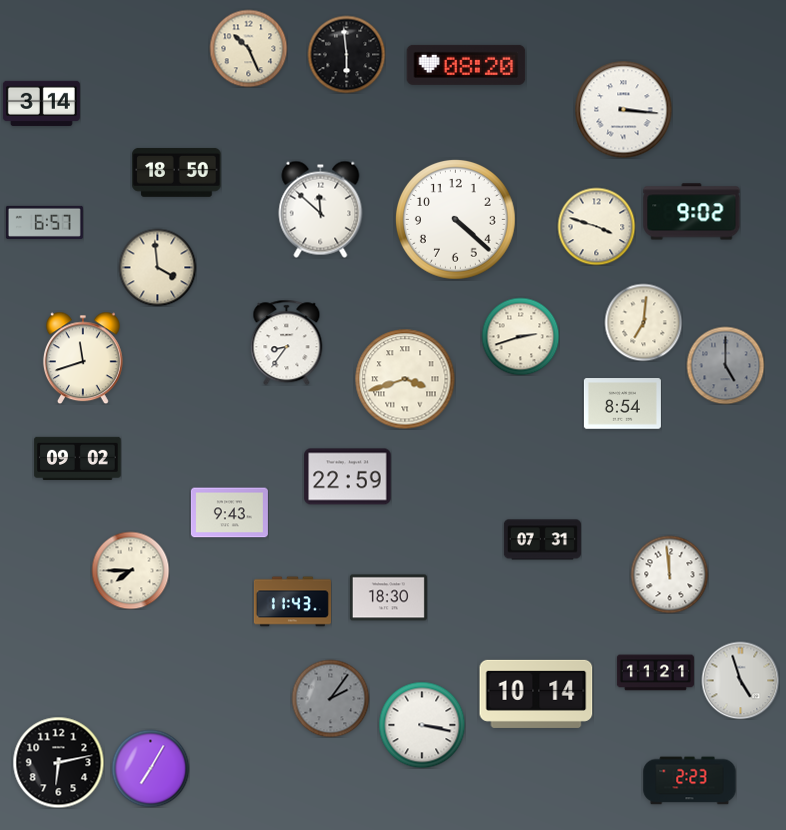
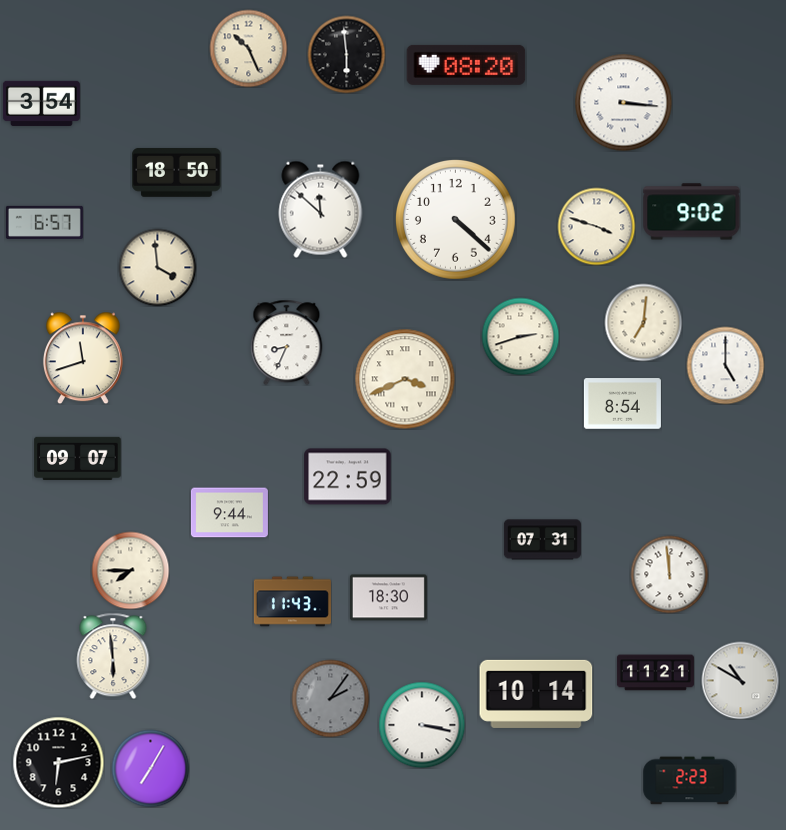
clock at (41, 103): 3:14 -> 3:54
clock at (623, 109) position: (623, 109) -> (623, 102)
clock at (287, 342): 8:36 -> 8:34
clock at (725, 365) dial: grey -> white
clock at (405, 379): 3:42 -> 3:41
clock at (78, 458): 09:02 -> 09:07
clock at (229, 513): 9:43 -> 9:44
clock at (113, 656): none -> 5:59
clock at (740, 680): 4:57 -> 10:50
